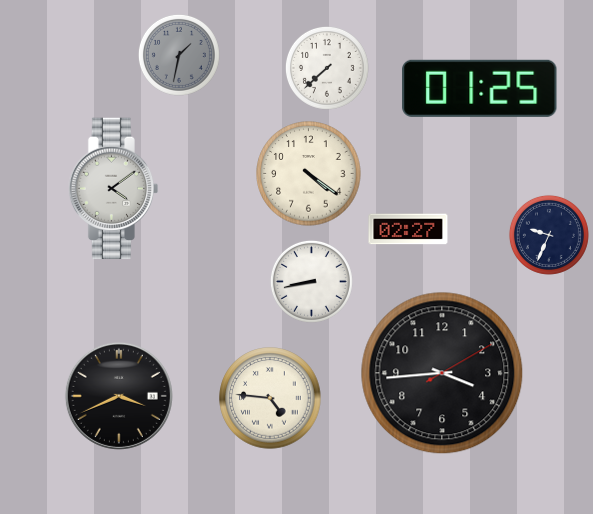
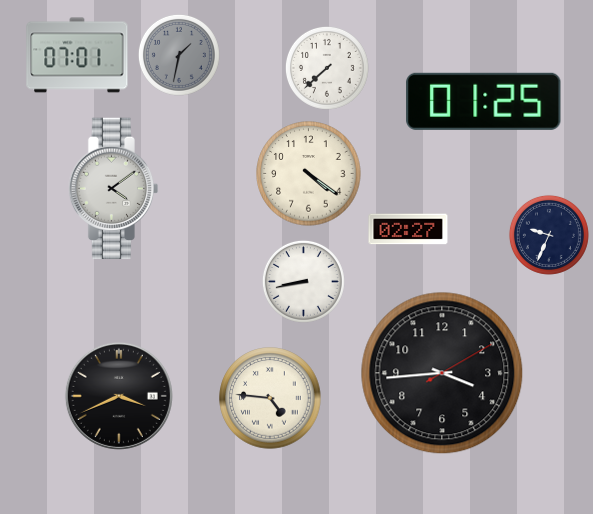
clock at (77, 55): none -> 07:01
clock at (480, 88) position: (480, 88) -> (484, 101)
clock at (311, 281) position: (311, 281) -> (303, 281)
